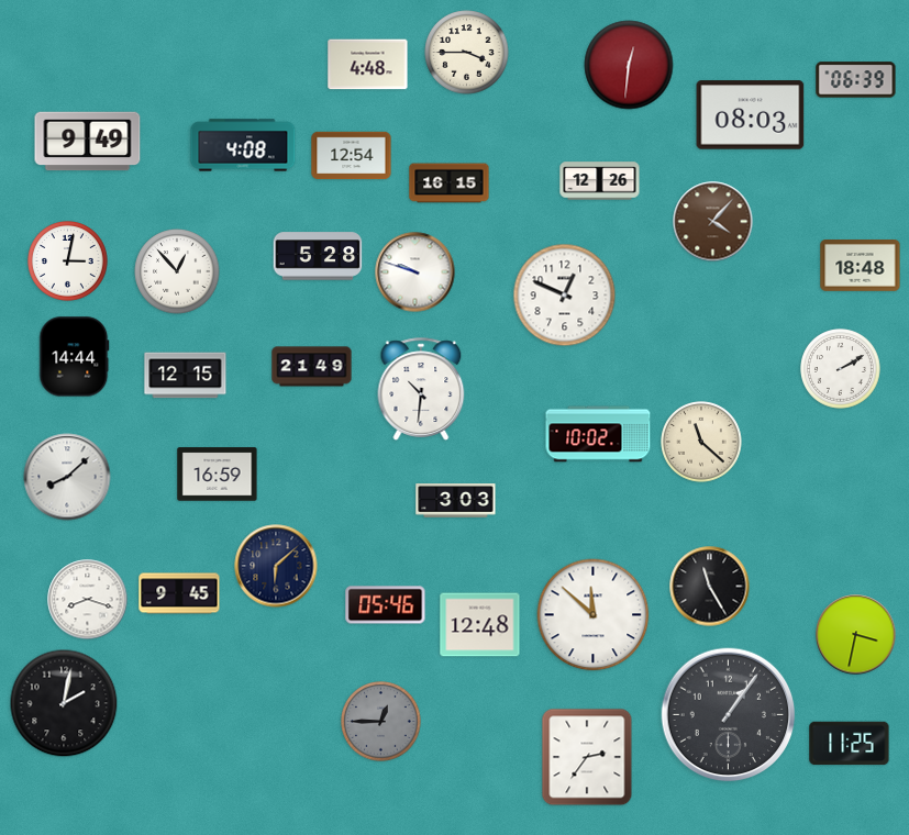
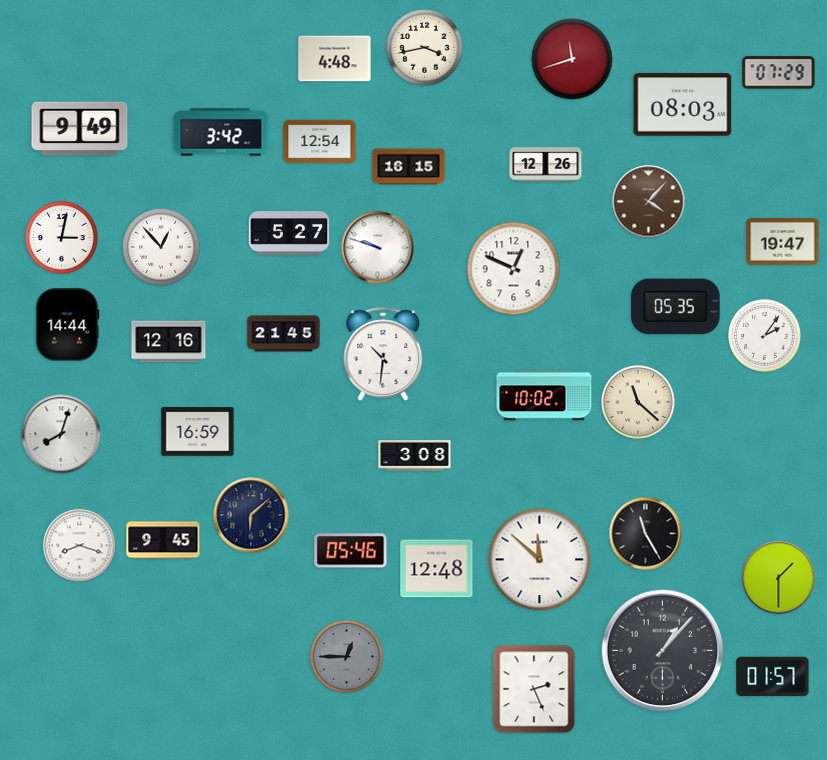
clock at (467, 53): 3:45 -> 3:43
clock at (629, 65): 12:31 -> 11:42
clock at (856, 80): 06:39 -> 07:29
clock at (243, 145): 4:08 -> 3:42
clock at (318, 256): 5:28 -> 5:27
clock at (861, 266): 18:48 -> 19:47
clock at (676, 307): none -> 05:35
clock at (312, 367): 21:49 -> 21:45
clock at (841, 369): 2:10 -> 2:06
clock at (186, 376): 12:15 -> 12:16
clock at (67, 477): 8:08 -> 8:03
clock at (456, 501): 3:03 -> 3:08
clock at (856, 635): 3:32 -> 1:30
clock at (64, 703): 2:02 -> none
clock at (729, 715): 1:06 -> 1:07
clock at (850, 744): 11:25 -> 01:57
clock at (587, 757): 2:36 -> 2:26
